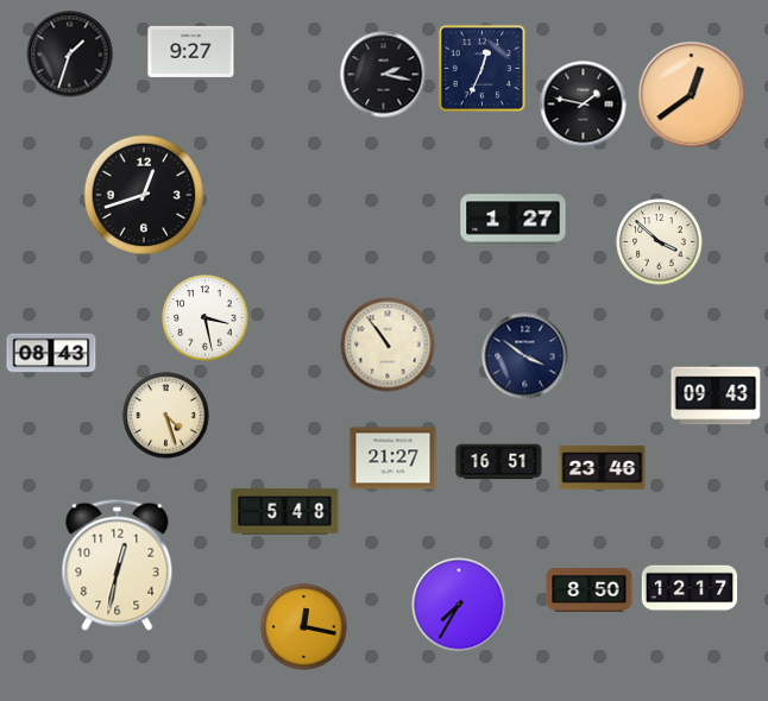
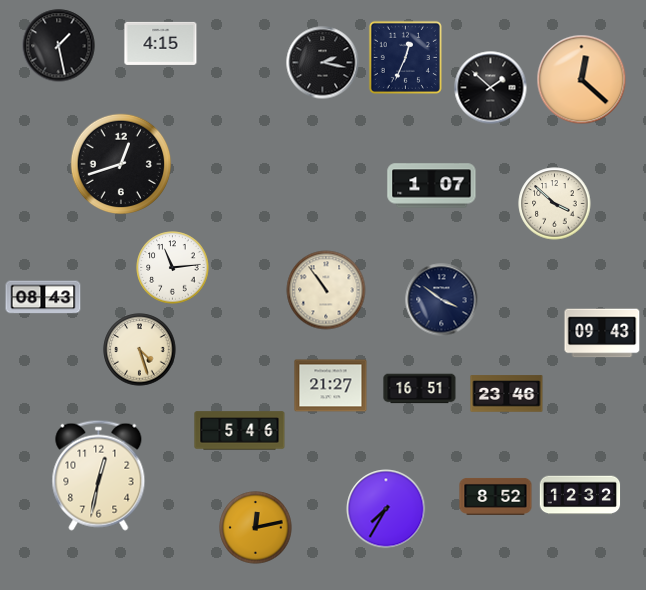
clock at (191, 51): 9:27 -> 4:15
clock at (70, 55): 1:33 -> 1:28
clock at (692, 95): 12:39 -> 12:22
clock at (584, 105): 1:47 -> 1:52
clock at (514, 221): 1:27 -> 1:07
clock at (206, 318): 3:28 -> 11:14
clock at (285, 512): 5:48 -> 5:46
clock at (690, 588): 12:17 -> 12:32
clock at (590, 591): 8:50 -> 8:52
clock at (304, 627): 12:17 -> 12:13
